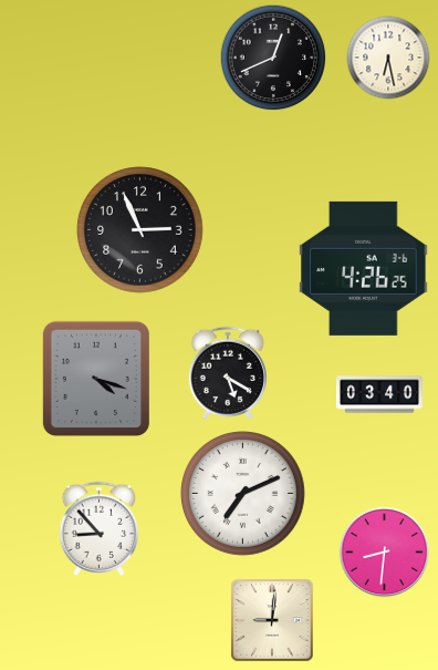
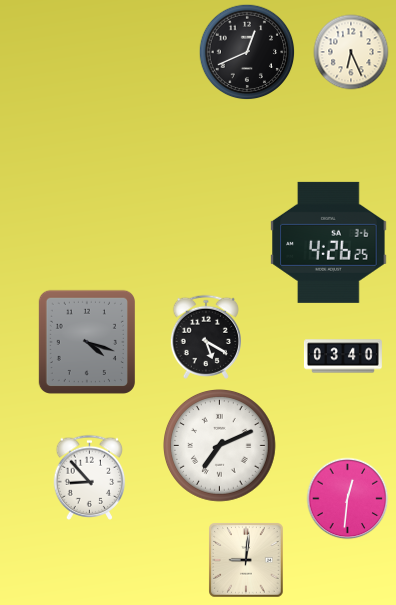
clock at (388, 58): 6:28 -> 6:26
clock at (140, 230): 2:56 -> none
clock at (385, 553): 8:31 -> 12:31
